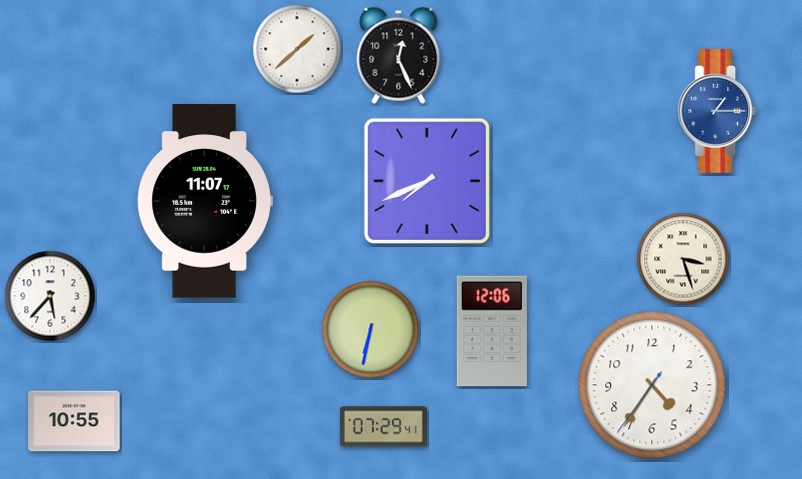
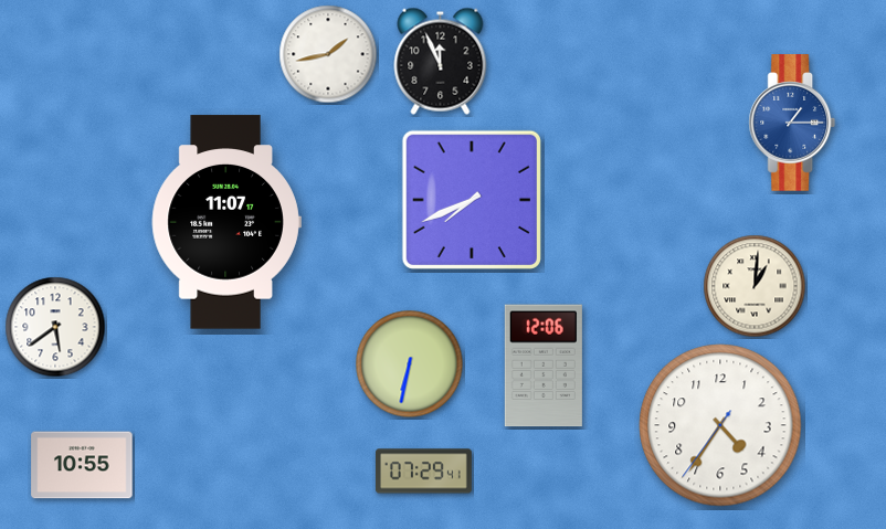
clock at (297, 49): 1:38 -> 1:43
clock at (399, 55): 12:26 -> 11:56
clock at (683, 259): 3:27 -> 1:01
clock at (50, 296): 5:37 -> 5:39
